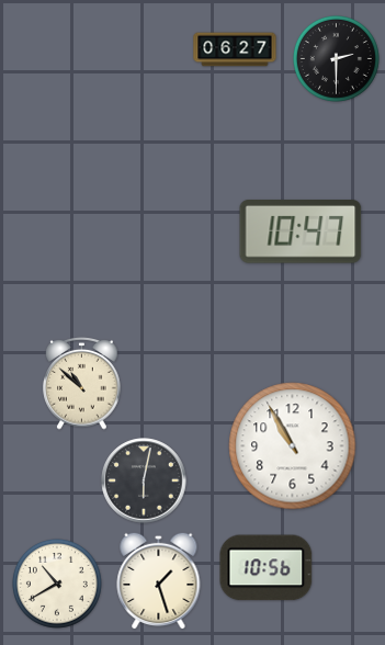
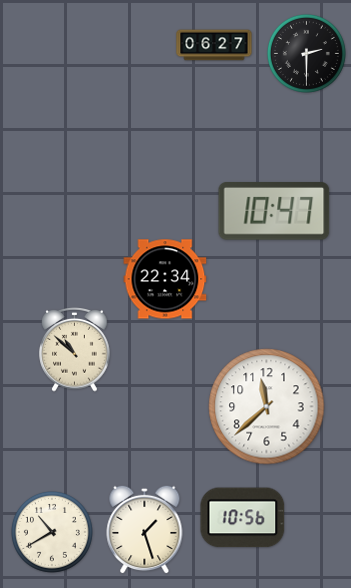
clock at (165, 279): none -> 22:34
clock at (293, 446): 10:55 -> 11:38
clock at (144, 480): 6:02 -> none
